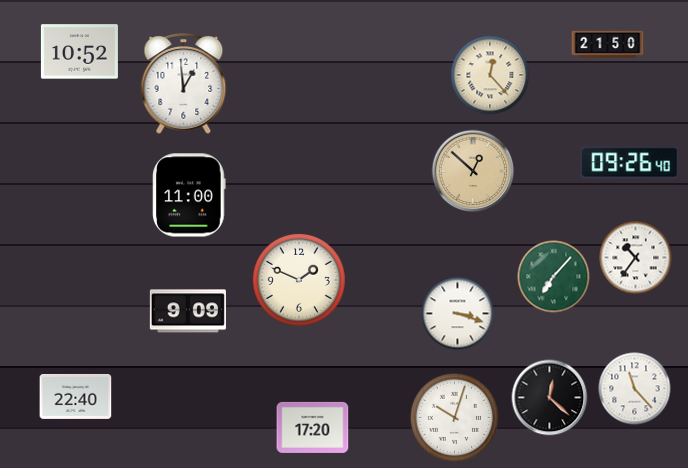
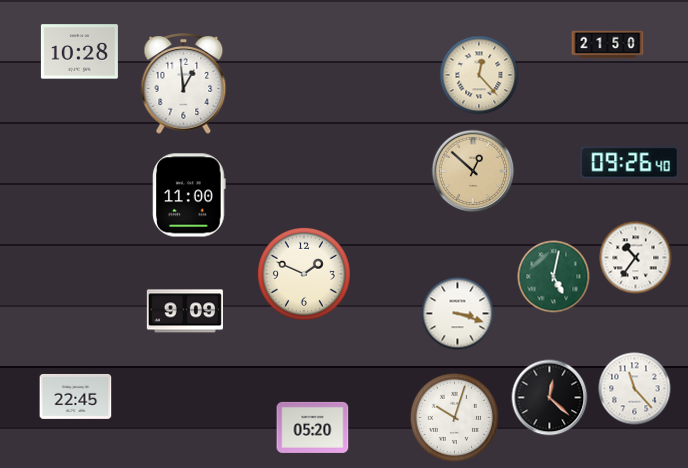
clock at (79, 52): 10:52 -> 10:28
clock at (490, 75) position: (490, 75) -> (479, 75)
clock at (554, 277): 7:07 -> 5:02
clock at (299, 280) position: (299, 280) -> (304, 274)
clock at (188, 311) position: (188, 311) -> (185, 311)
clock at (76, 396): 22:40 -> 22:45
clock at (313, 427): 17:20 -> 05:20
